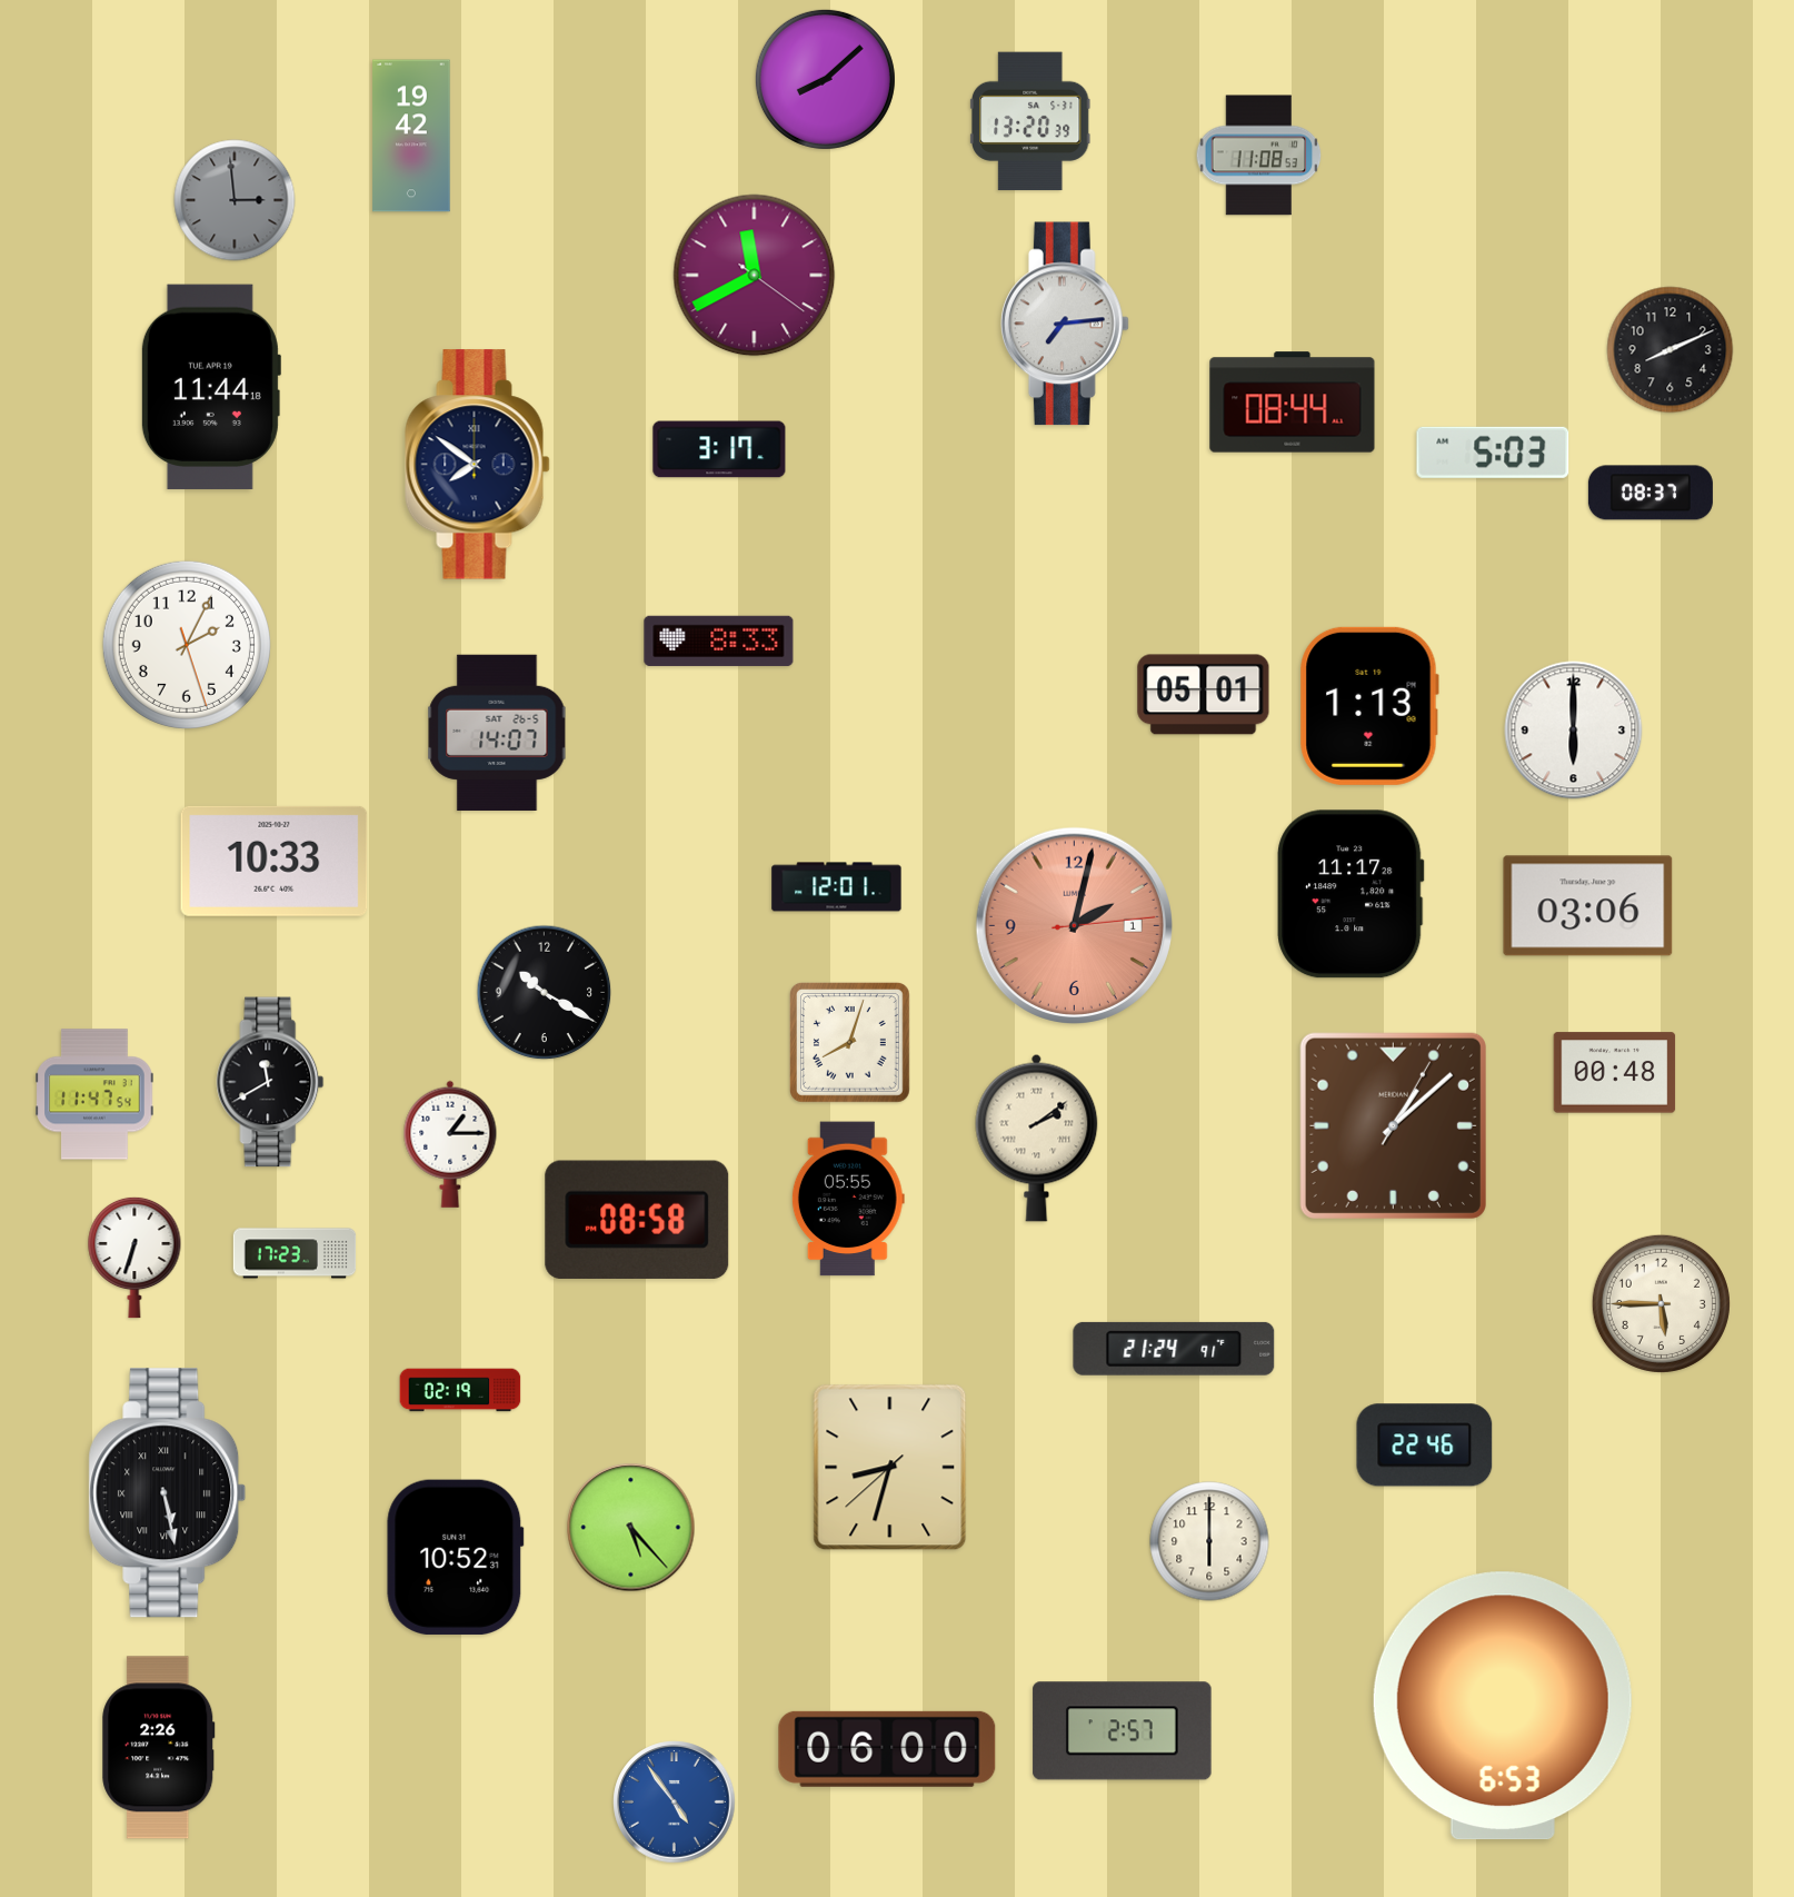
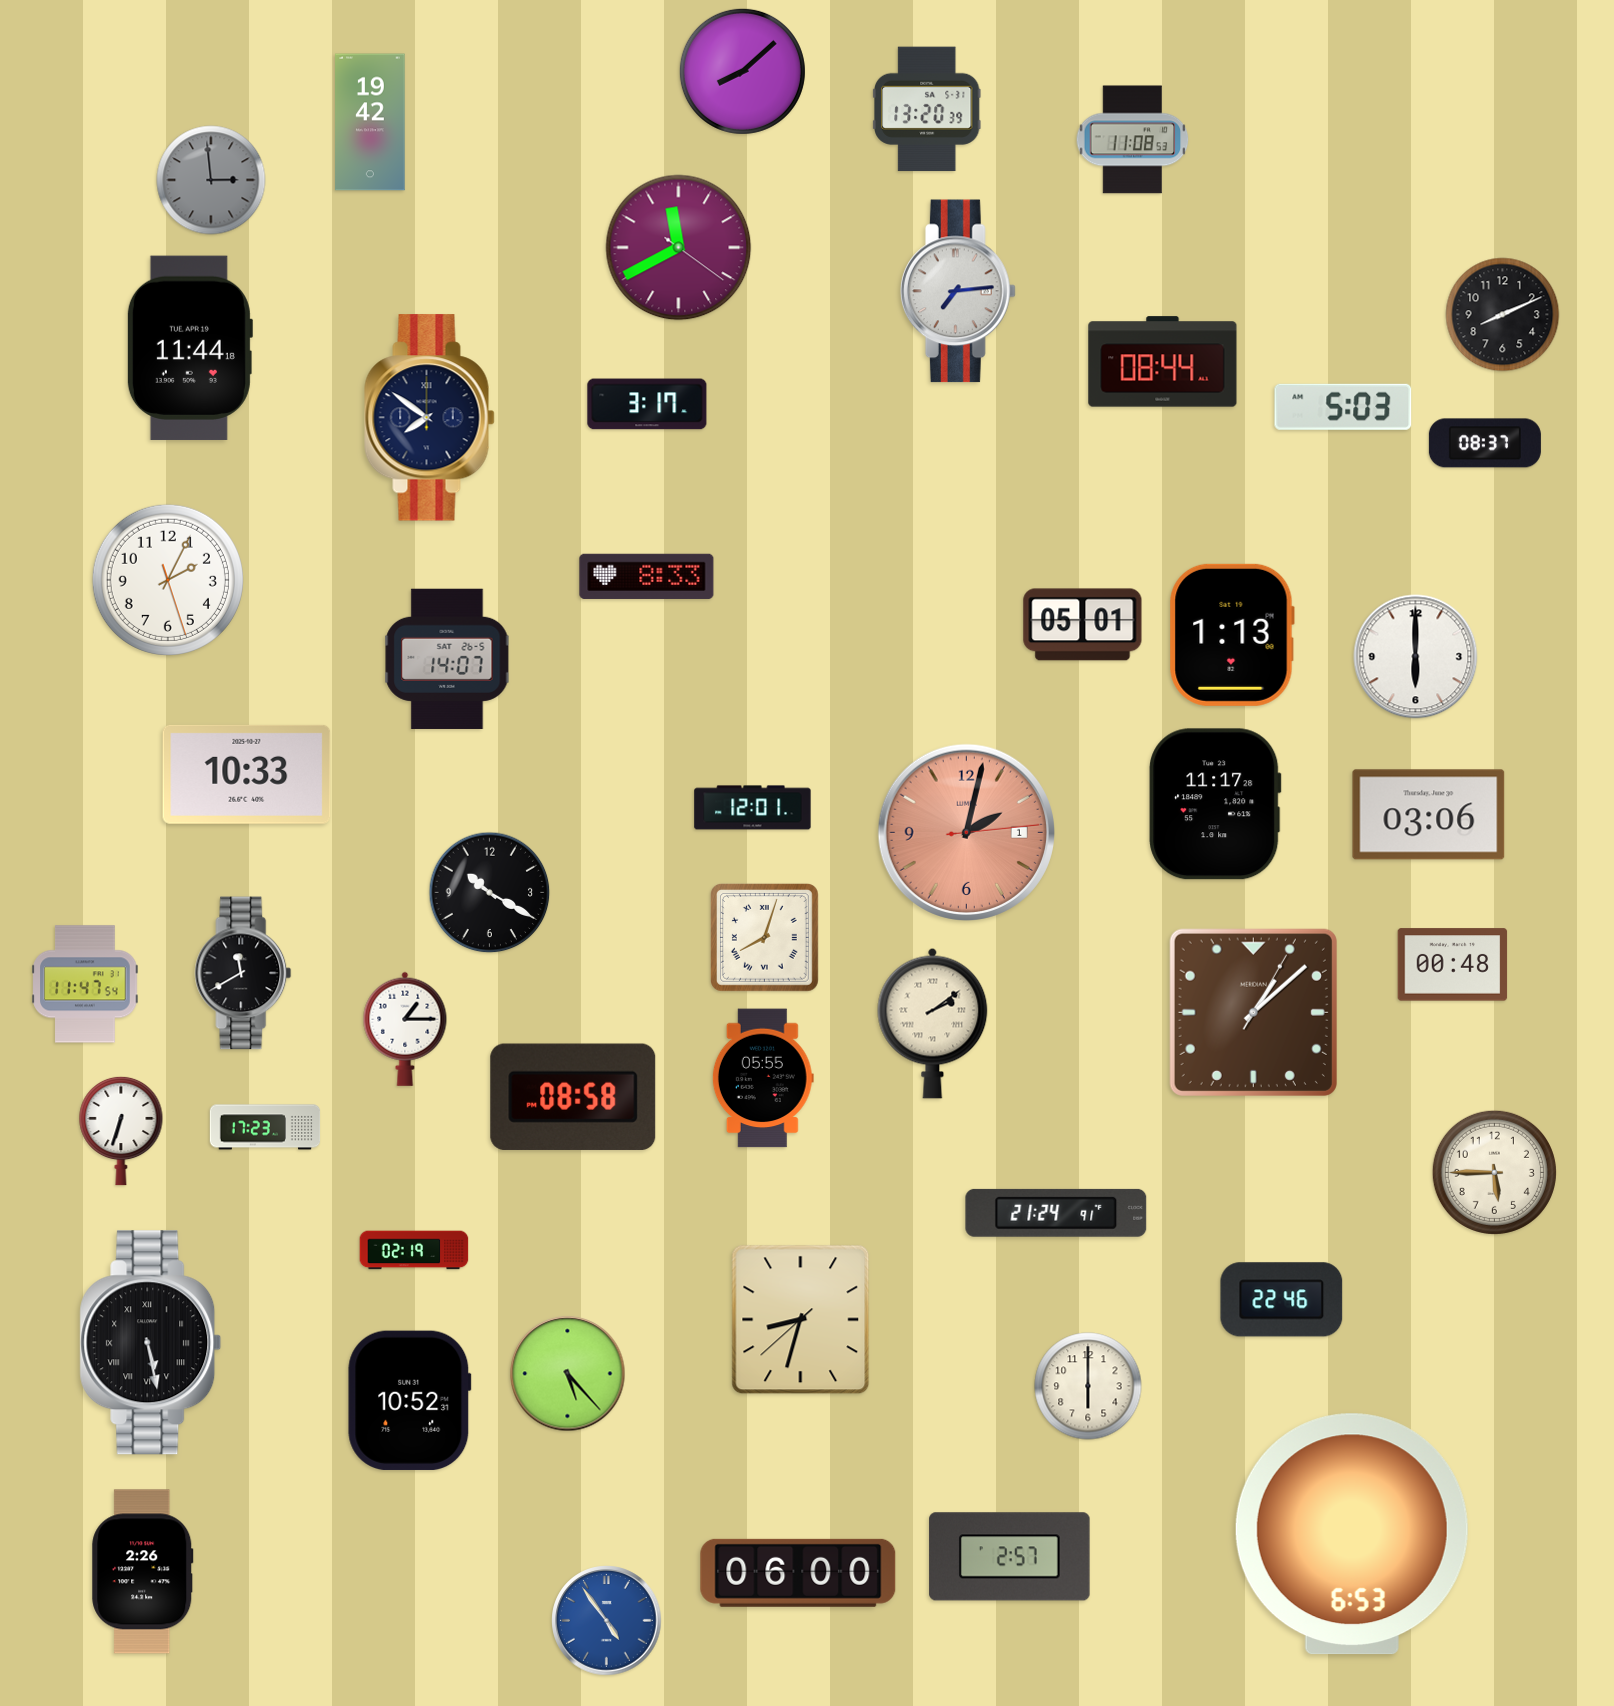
clock at (837, 887) position: (837, 887) -> (753, 808)
